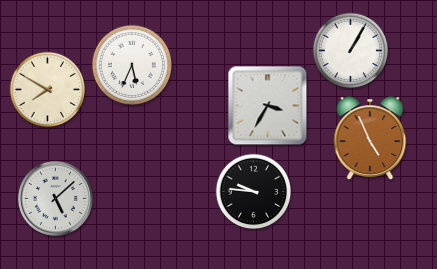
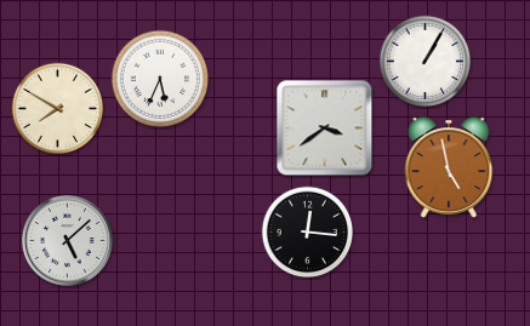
clock at (268, 106): 3:35 -> 3:39
clock at (370, 138): 4:56 -> 4:58
clock at (254, 192): 9:46 -> 12:16
